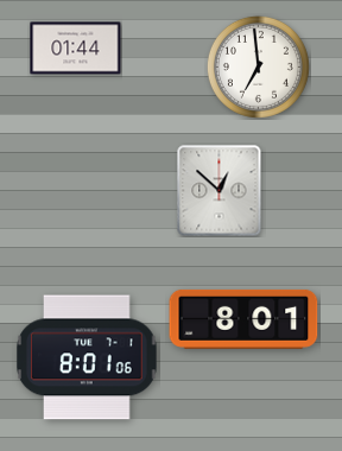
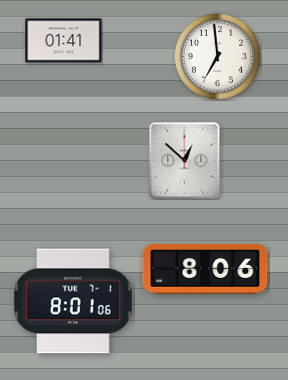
clock at (76, 49): 01:44 -> 01:41
clock at (243, 319): 8:01 -> 8:06
